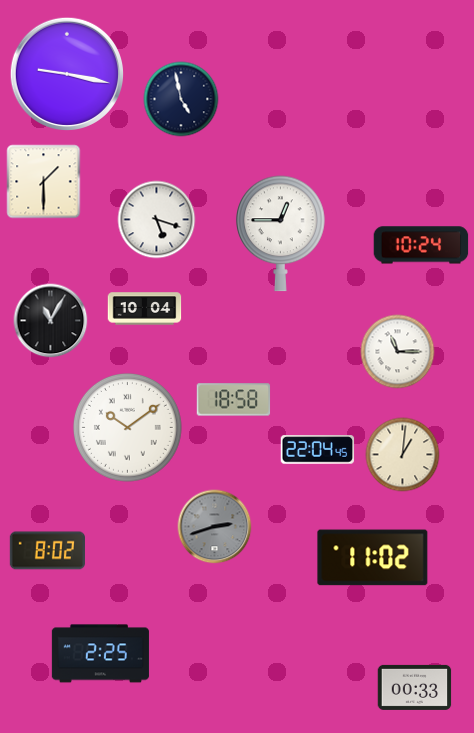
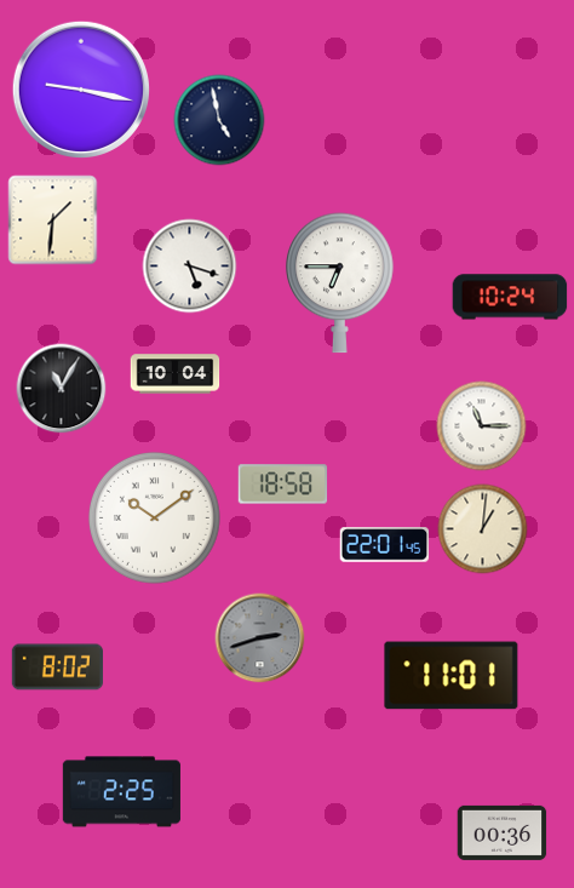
clock at (44, 182): 1:30 -> 1:31
clock at (281, 234): 12:45 -> 6:45
clock at (318, 450): 22:04 -> 22:01
clock at (403, 455) position: (403, 455) -> (483, 529)
clock at (373, 558): 11:02 -> 11:01
clock at (415, 687): 00:33 -> 00:36
